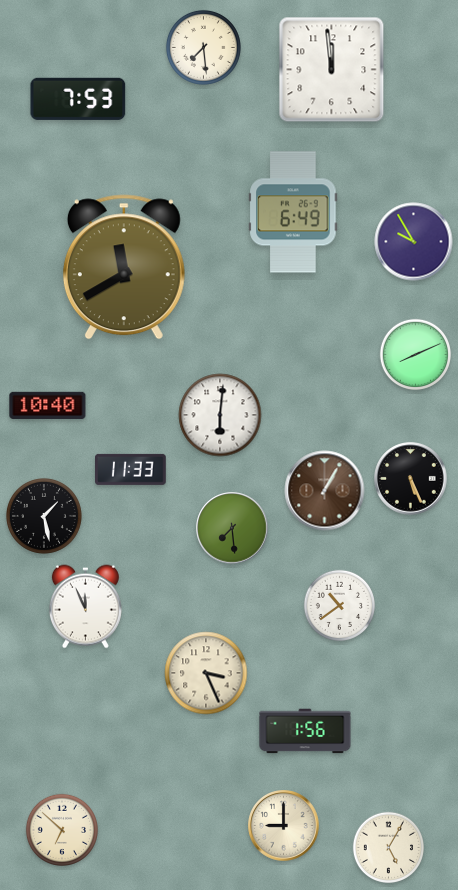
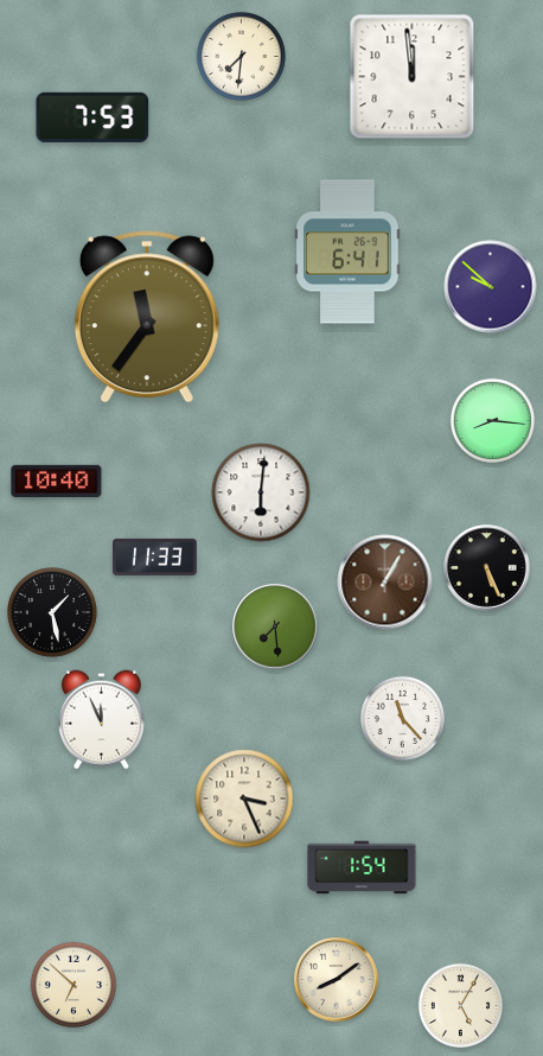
clock at (203, 47): 7:29 -> 7:31
clock at (332, 70) position: (332, 70) -> (413, 77)
clock at (293, 212): 6:49 -> 6:41
clock at (414, 242): 9:55 -> 9:52
clock at (124, 267): 11:40 -> 11:36
clock at (416, 355): 8:11 -> 8:16
clock at (340, 606): 10:39 -> 11:23
clock at (305, 731): 1:56 -> 1:54
clock at (284, 826): 9:00 -> 8:09
